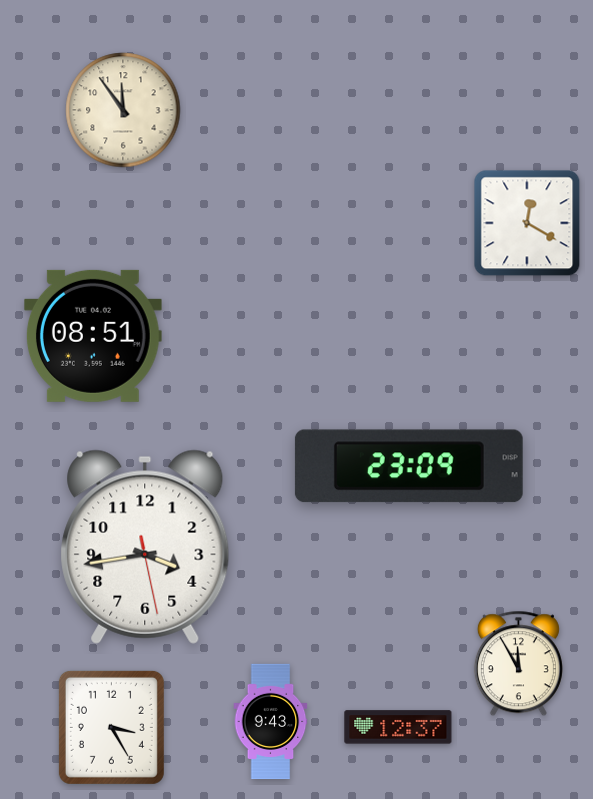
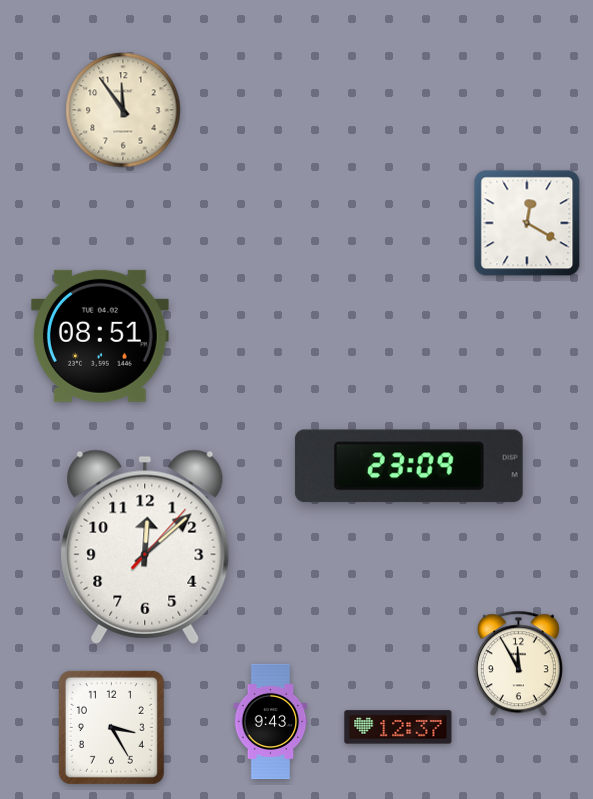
clock at (93, 336) position: (93, 336) -> (100, 336)
clock at (145, 547): 3:43 -> 12:08
